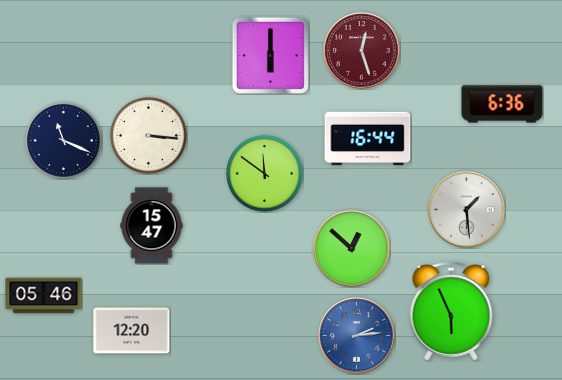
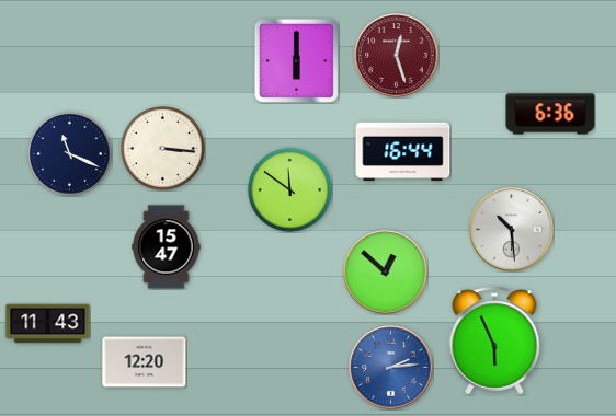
clock at (467, 210): 1:29 -> 10:29
clock at (44, 296): 05:46 -> 11:43
